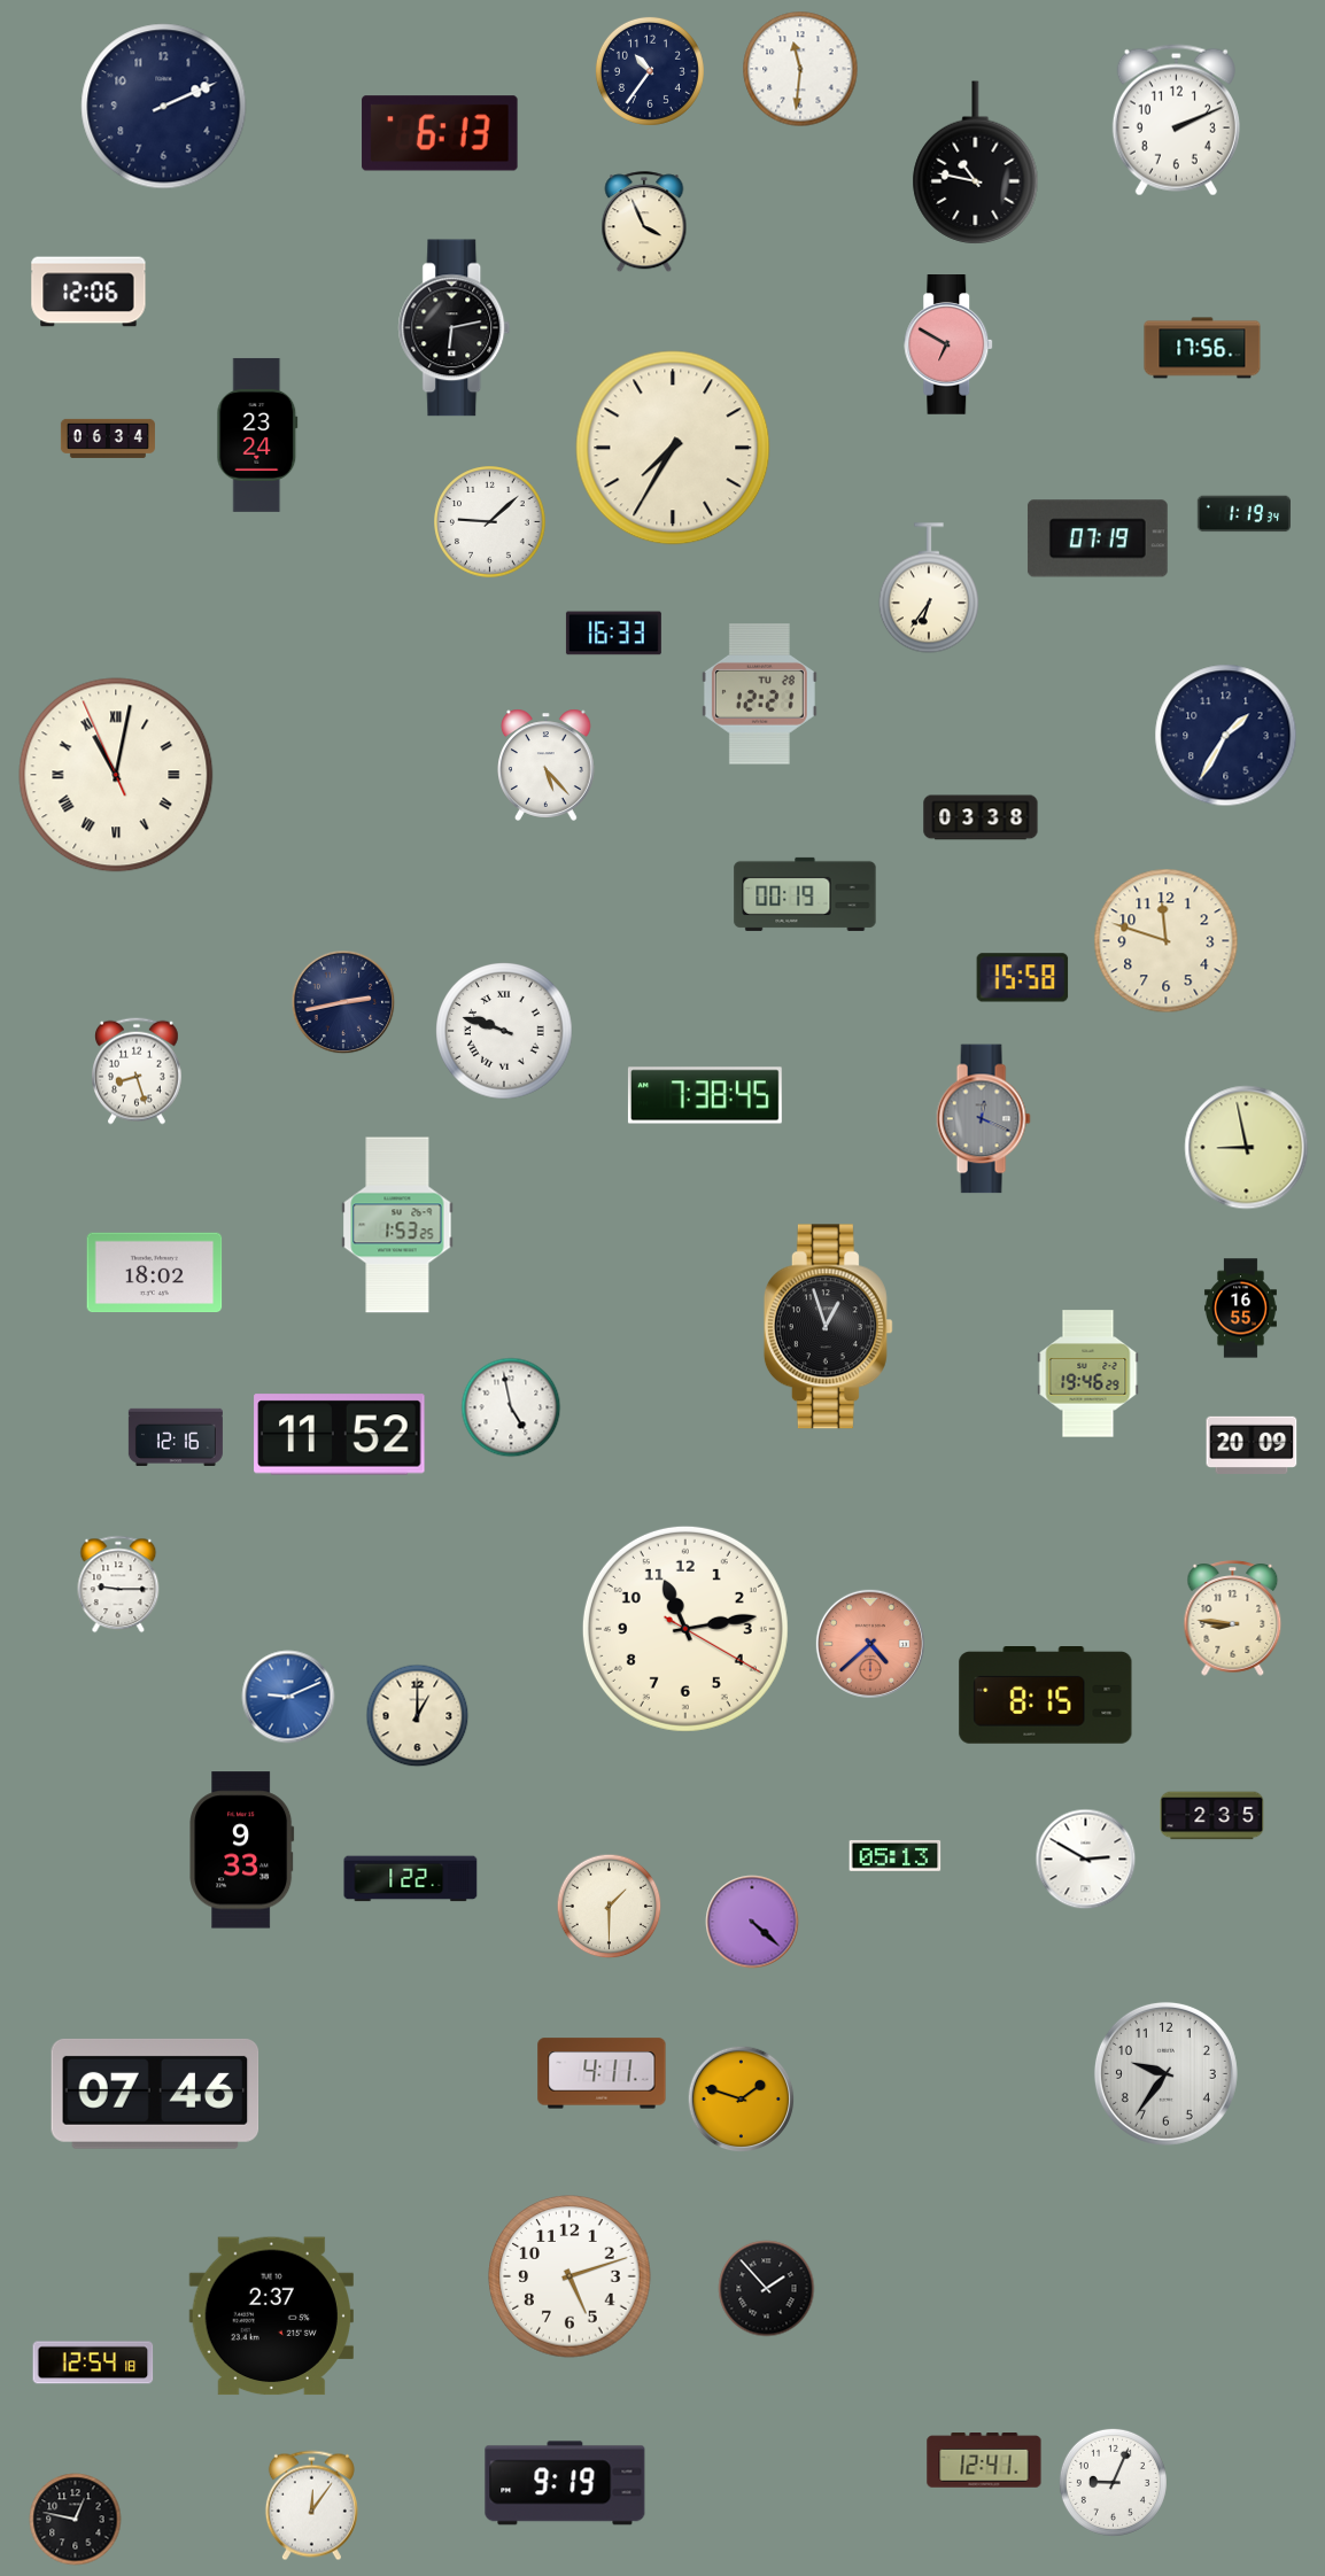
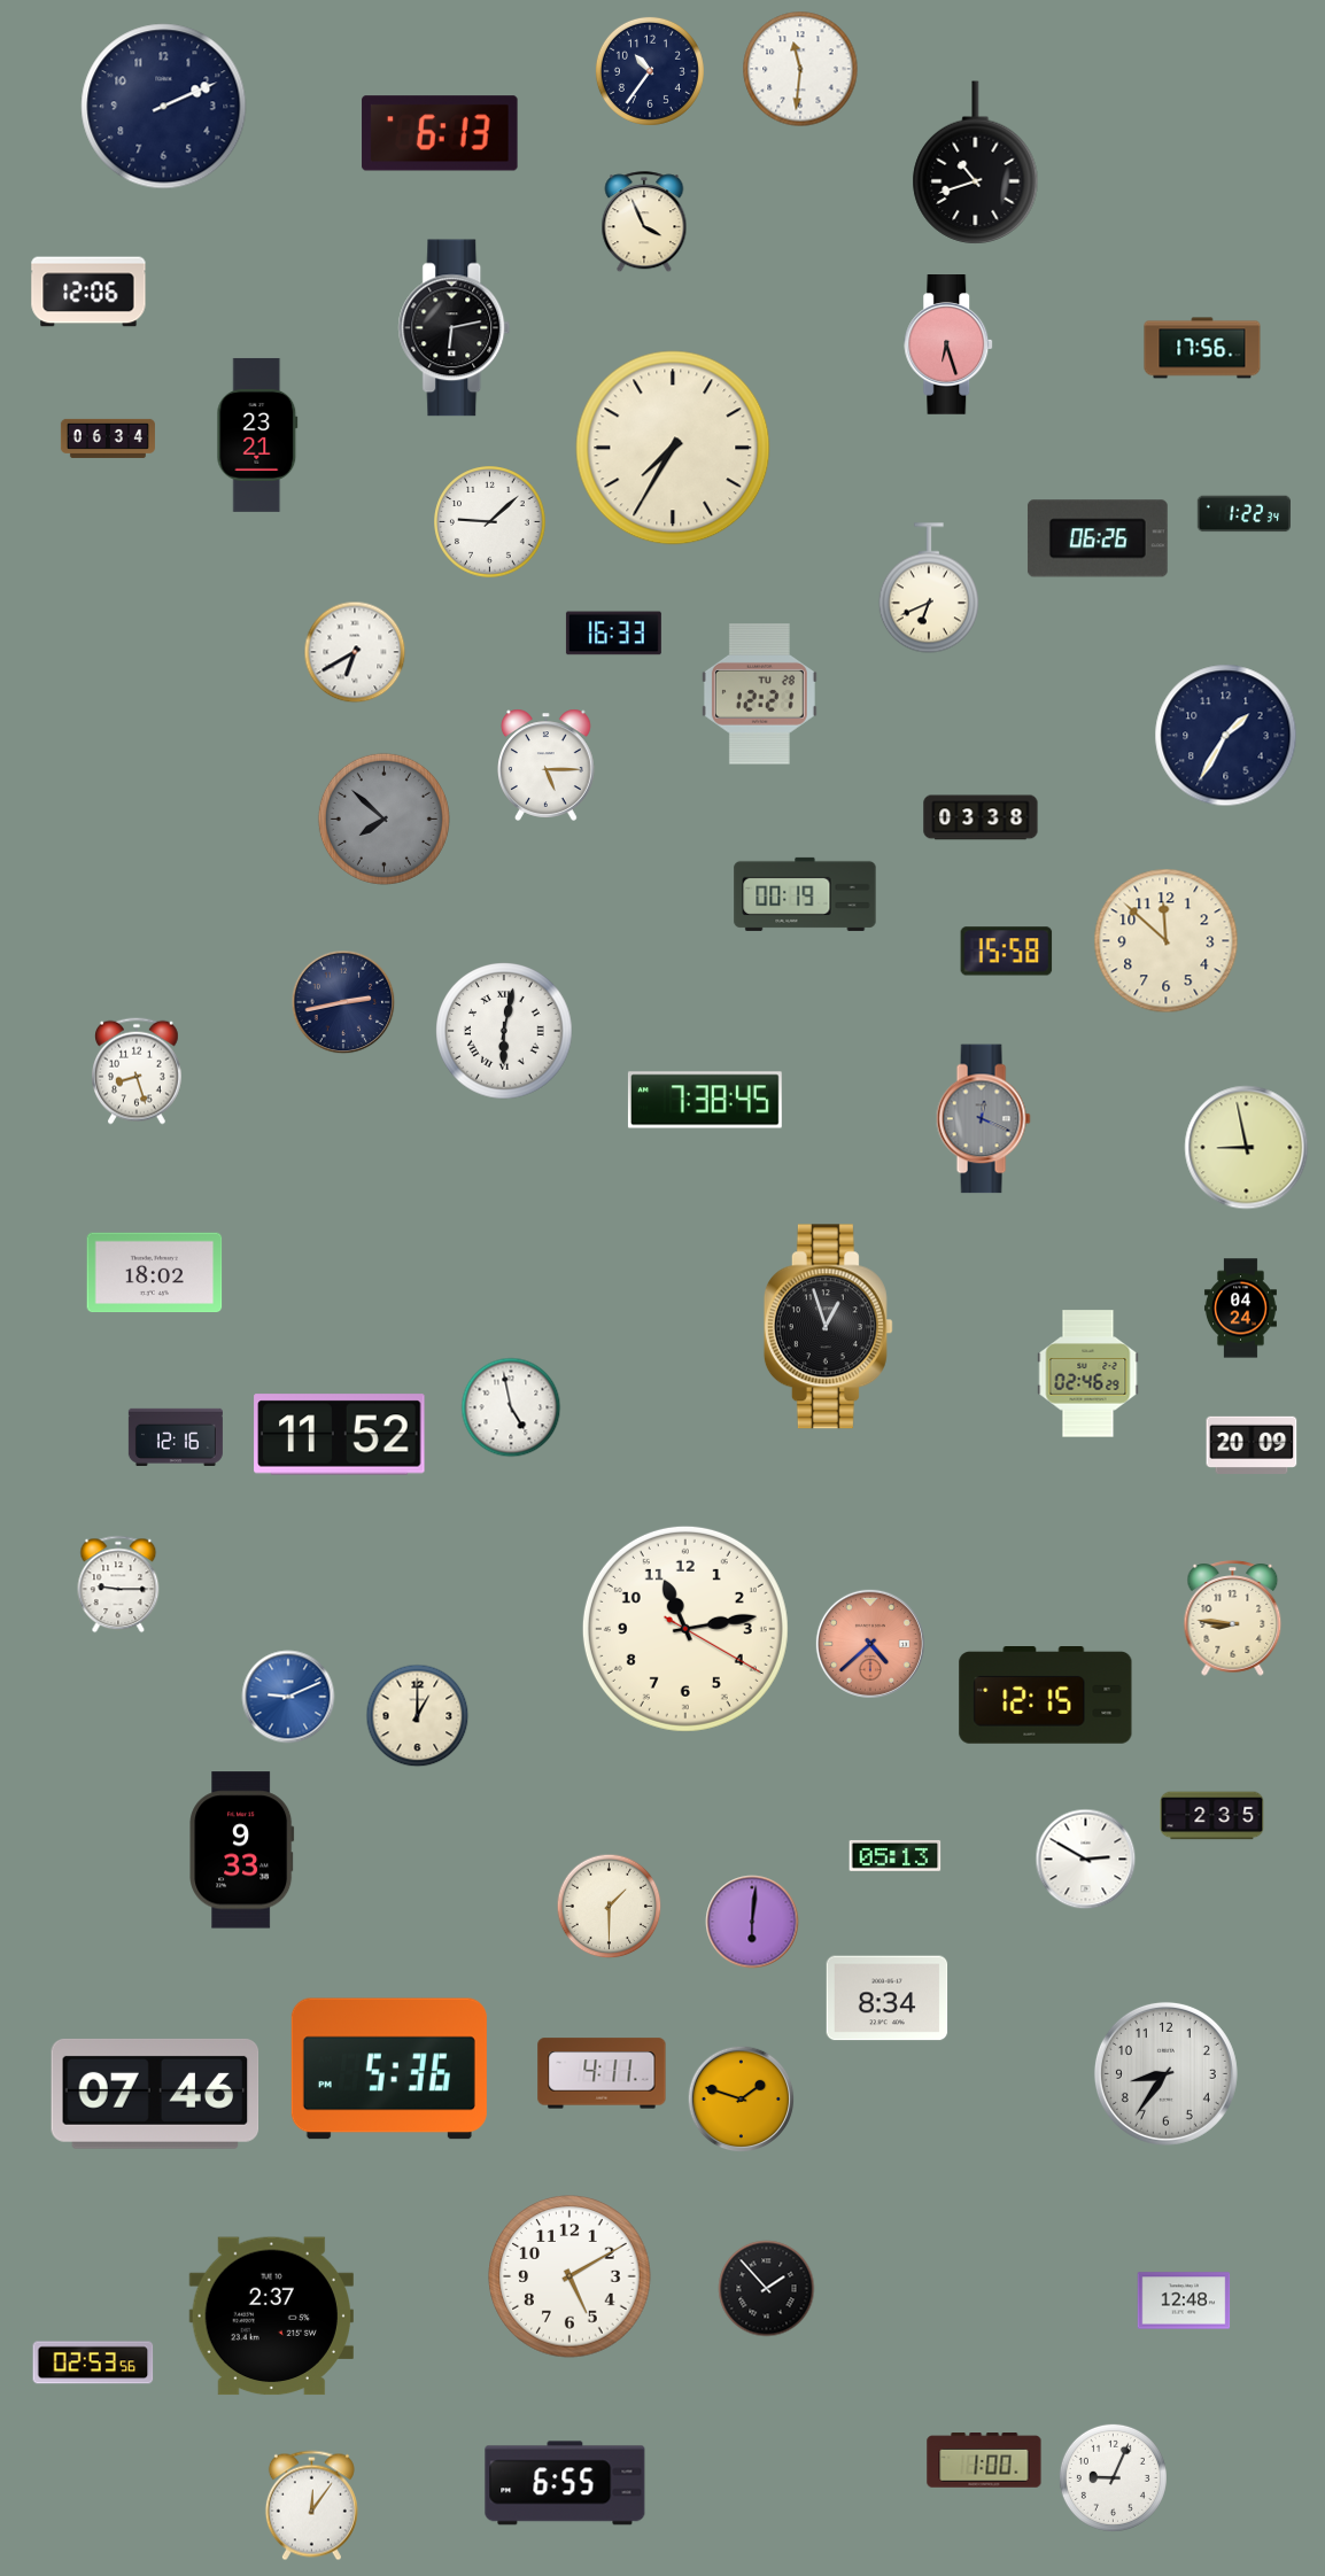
clock at (1176, 121): 2:11 -> none
clock at (976, 163): 10:47 -> 10:42
clock at (950, 346): 6:50 -> 6:27
clock at (257, 435): 23:24 -> 23:21
clock at (1243, 514): 1:19 -> 1:22
clock at (1098, 538): 07:19 -> 06:26
clock at (929, 588): 6:36 -> 6:41
clock at (355, 652): none -> 6:40
clock at (547, 765): 5:23 -> 5:15
clock at (116, 775): 11:01 -> none
clock at (383, 818): none -> 7:52
clock at (1167, 941): 11:48 -> 11:52
clock at (1023, 978) position: (1023, 978) -> (1007, 952)
clock at (504, 1031): 9:48 -> 6:02
clock at (705, 1095) position: (705, 1095) -> (705, 1100)
clock at (397, 1225): 1:53 -> none
clock at (1240, 1309): 16:55 -> 04:24
clock at (1088, 1374): 19:46 -> 02:46
clock at (1046, 1696): 8:15 -> 12:15
clock at (411, 1879): 1:22 -> none
clock at (752, 1922): 4:22 -> 6:01
clock at (888, 1999): none -> 8:34
clock at (389, 2069): none -> 5:36
clock at (1165, 2073): 9:36 -> 8:36
clock at (569, 2276): 5:12 -> 5:10
clock at (1184, 2300): none -> 12:48
clock at (93, 2362): 12:54 -> 02:53
clock at (984, 2460): 12:41 -> 1:00
clock at (1113, 2482) position: (1113, 2482) -> (1113, 2477)
clock at (565, 2483): 9:19 -> 6:55
clock at (76, 2520): 12:47 -> none
